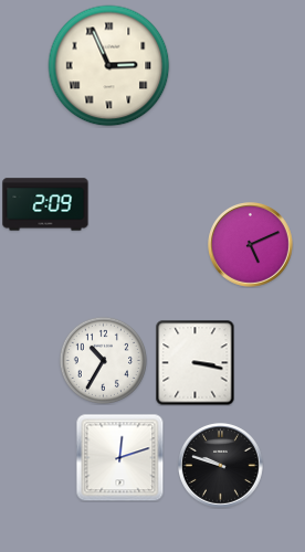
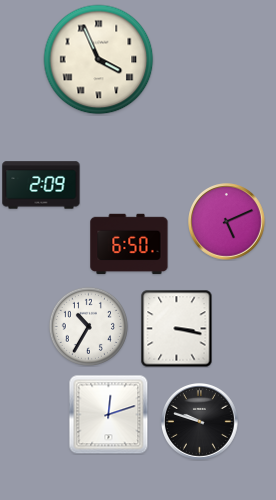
clock at (109, 66): 2:56 -> 3:56
clock at (129, 244): none -> 6:50
clock at (103, 360) position: (103, 360) -> (88, 326)
